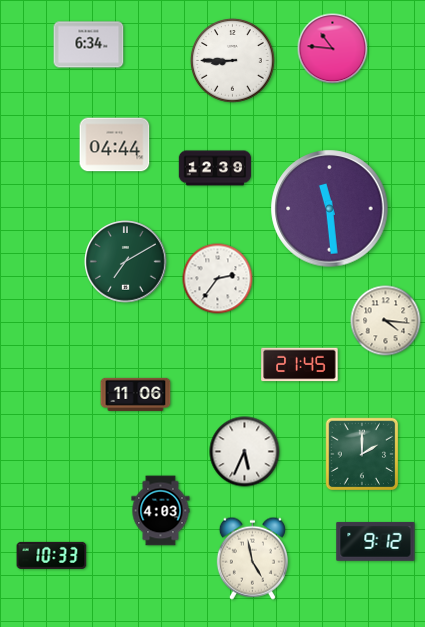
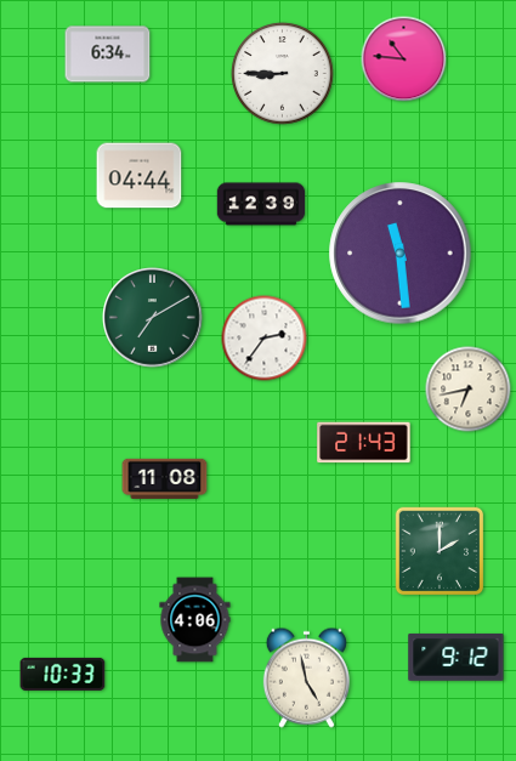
clock at (386, 321): 4:16 -> 6:43
clock at (300, 365): 21:45 -> 21:43
clock at (136, 394): 11:06 -> 11:08
clock at (245, 452): 5:34 -> none
clock at (161, 511): 4:03 -> 4:06
